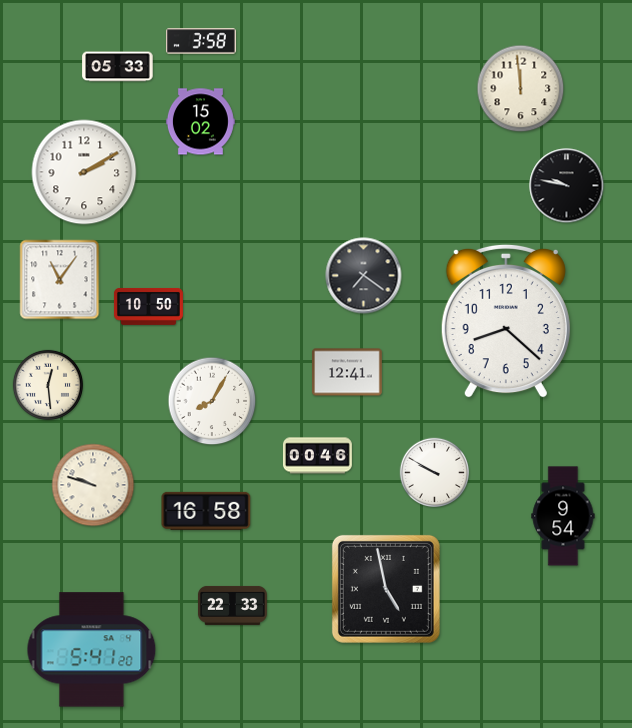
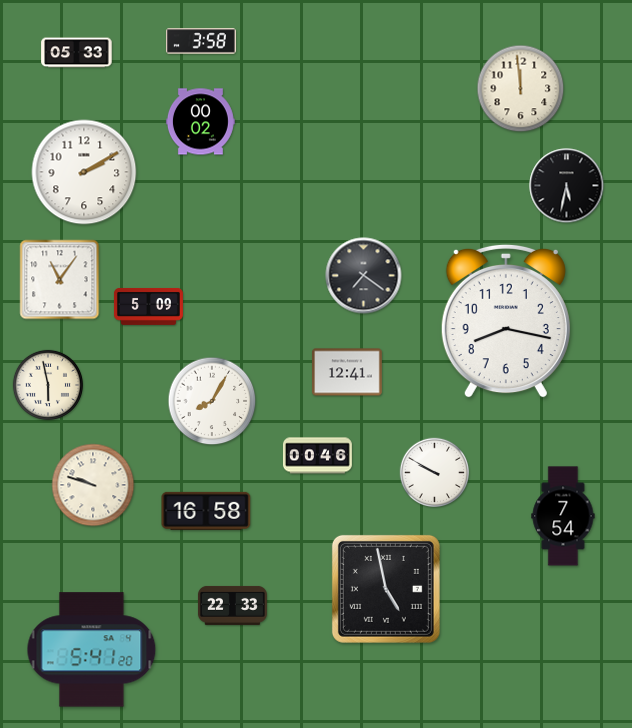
clock at (118, 67) position: (118, 67) -> (77, 53)
clock at (200, 122): 15:02 -> 00:02
clock at (567, 186): 9:47 -> 5:32
clock at (148, 307): 10:50 -> 5:09
clock at (506, 321): 8:22 -> 8:17
clock at (47, 384): 12:29 -> 5:58
clock at (563, 516): 9:54 -> 7:54
